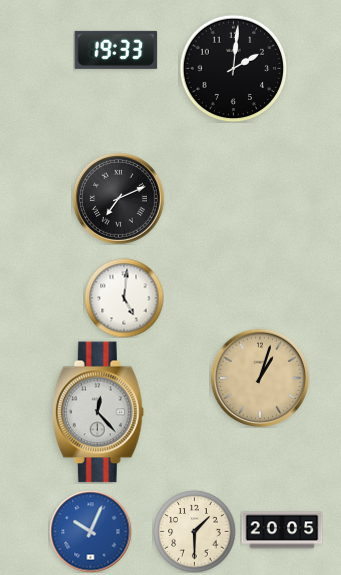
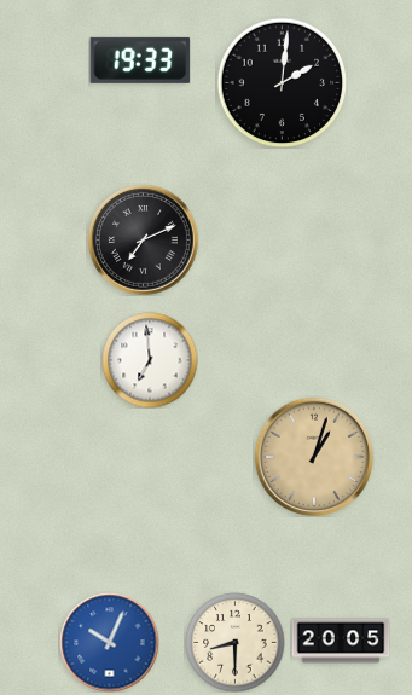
clock at (124, 298): 5:01 -> 6:59
clock at (98, 412): 12:23 -> none
clock at (194, 531): 1:30 -> 8:30
